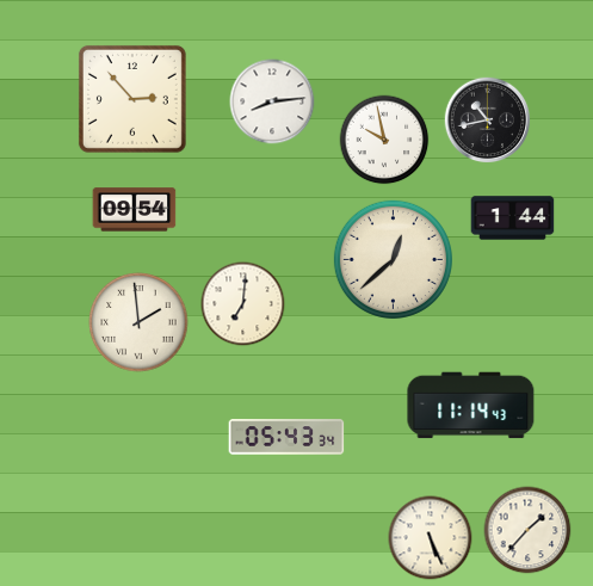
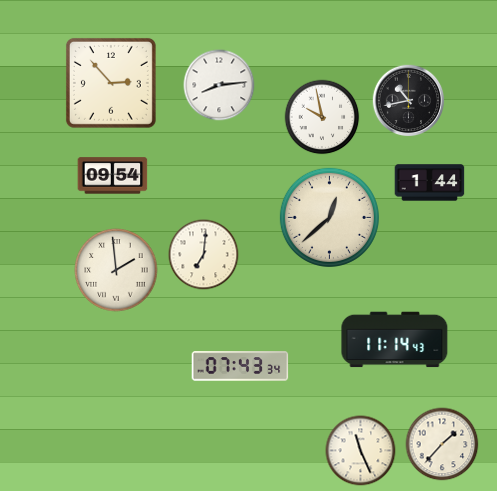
clock at (272, 101) position: (272, 101) -> (219, 85)
clock at (286, 437): 05:43 -> 07:43
clock at (431, 538): 5:26 -> 11:26
